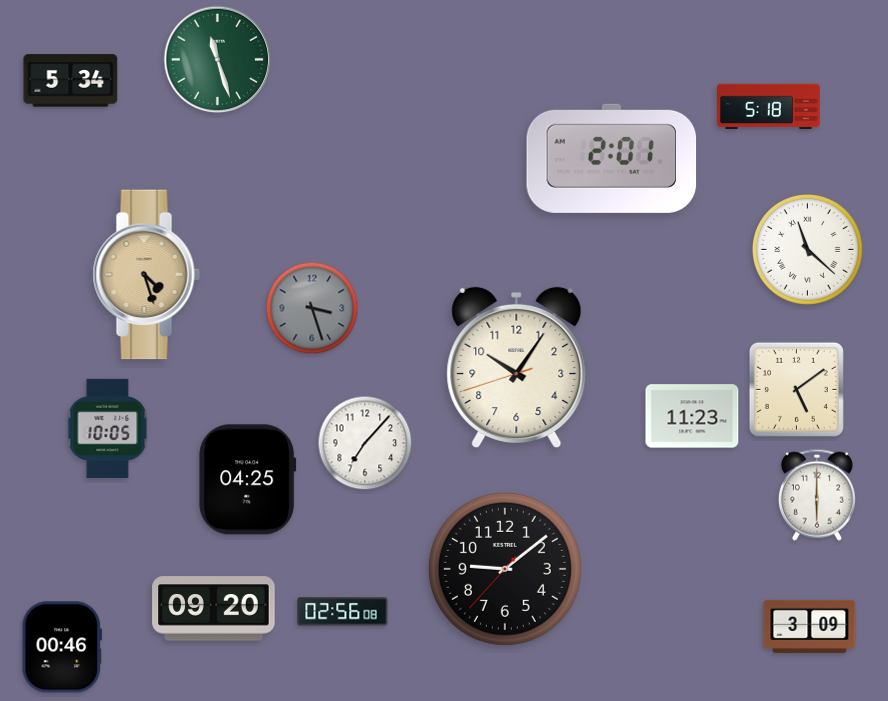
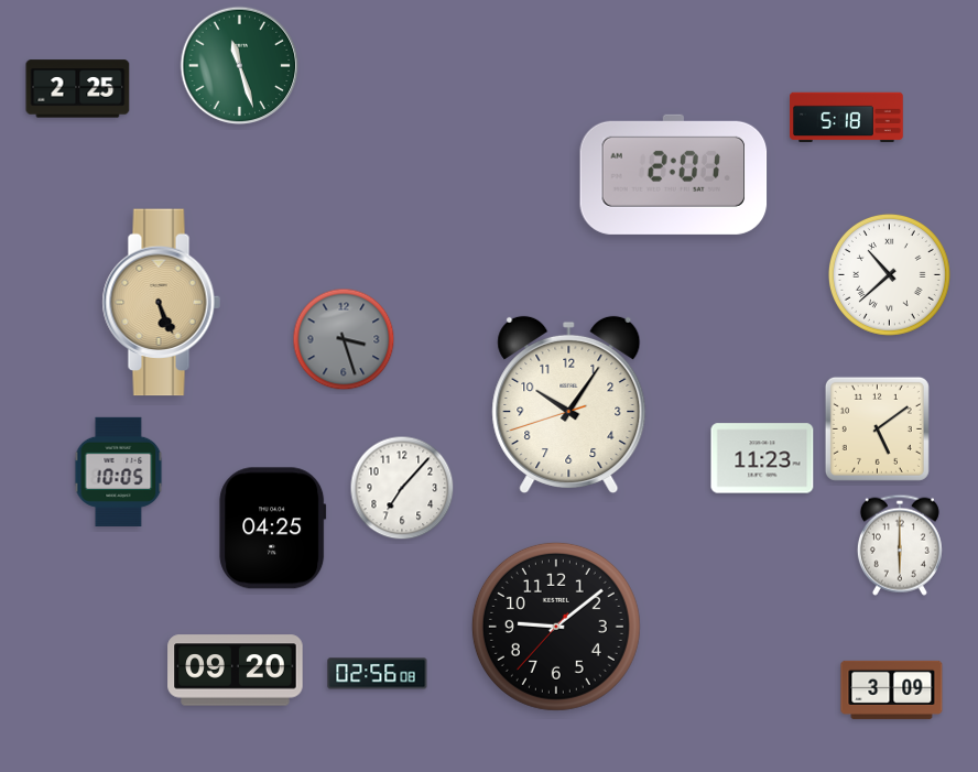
clock at (71, 81): 5:34 -> 2:25
clock at (807, 249): 11:22 -> 10:38
clock at (146, 275): 4:27 -> 5:26
clock at (61, 647): 00:46 -> none
